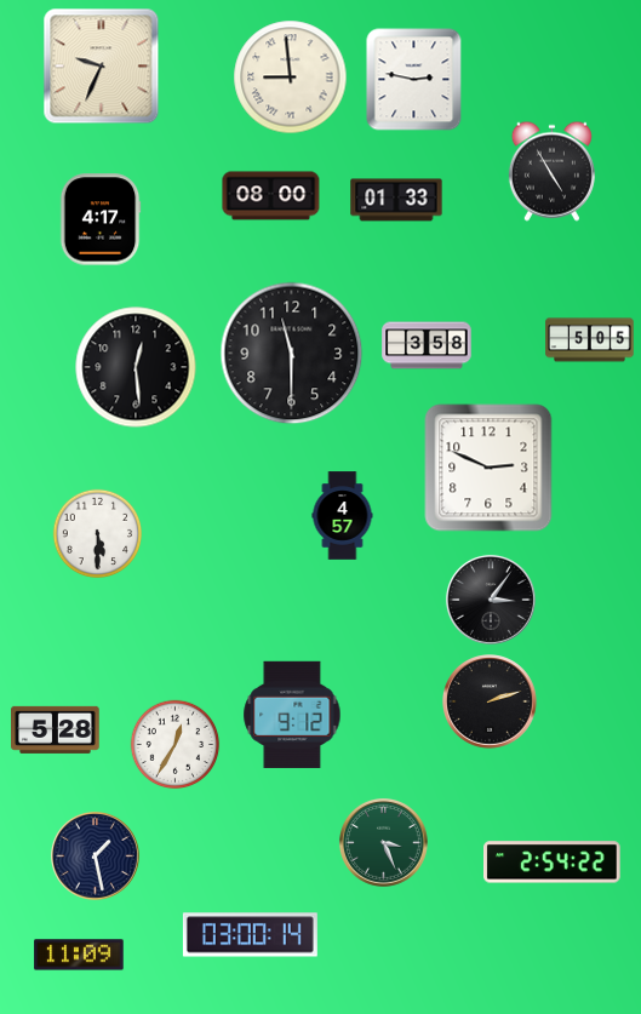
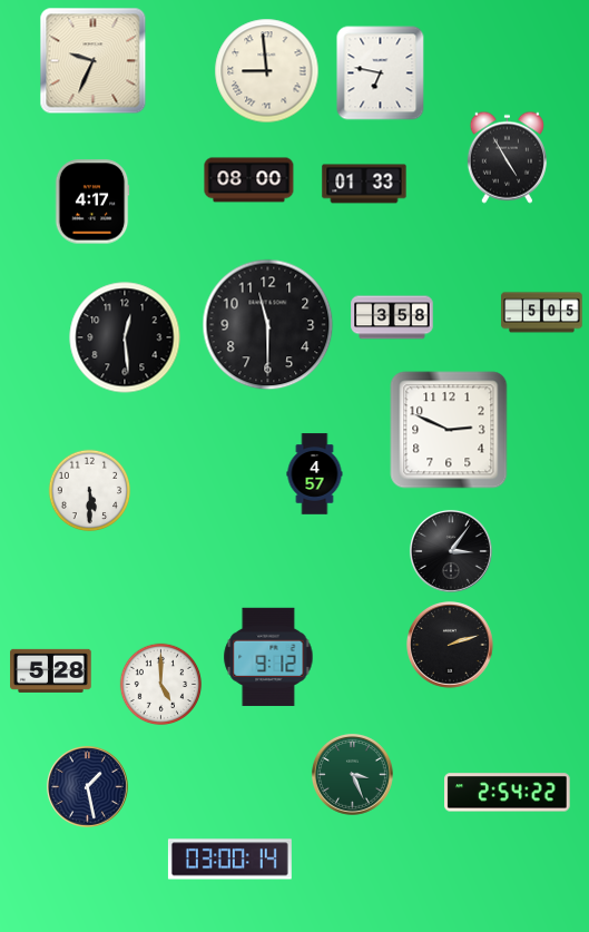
clock at (414, 80): 2:47 -> 6:47
clock at (176, 745): 12:35 -> 5:00
clock at (79, 955): 11:09 -> none
